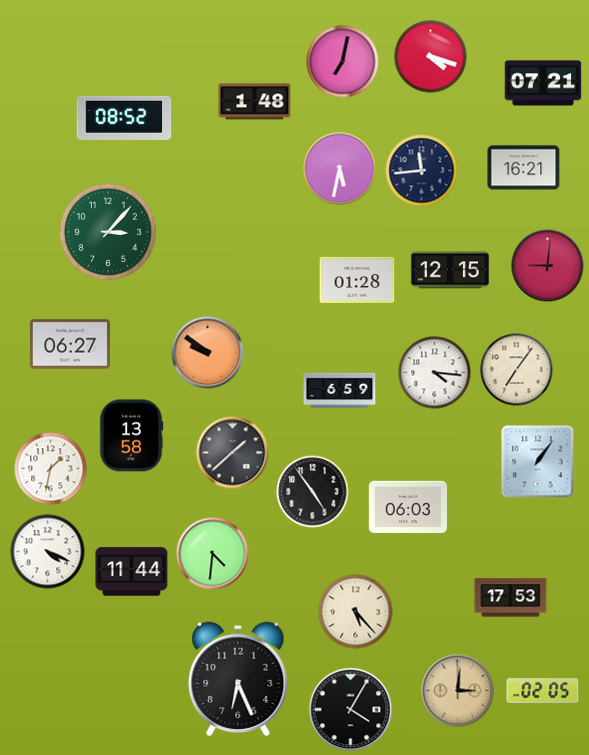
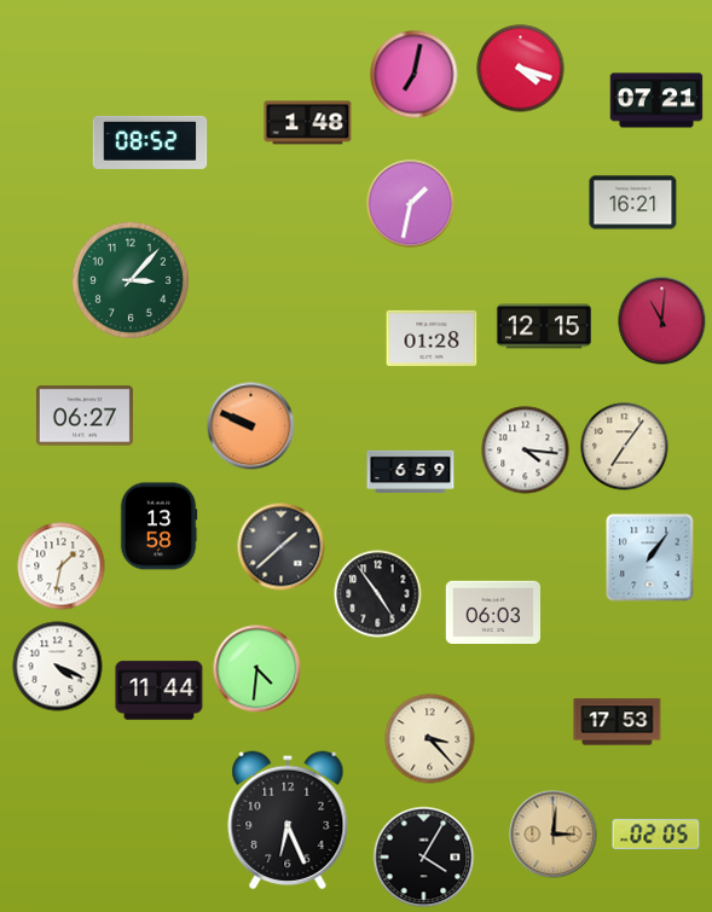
clock at (340, 169): 5:32 -> 1:32
clock at (422, 171): 11:44 -> none
clock at (548, 266): 9:01 -> 11:01
clock at (208, 353): 9:51 -> 9:49
clock at (356, 612): 5:23 -> 3:23
